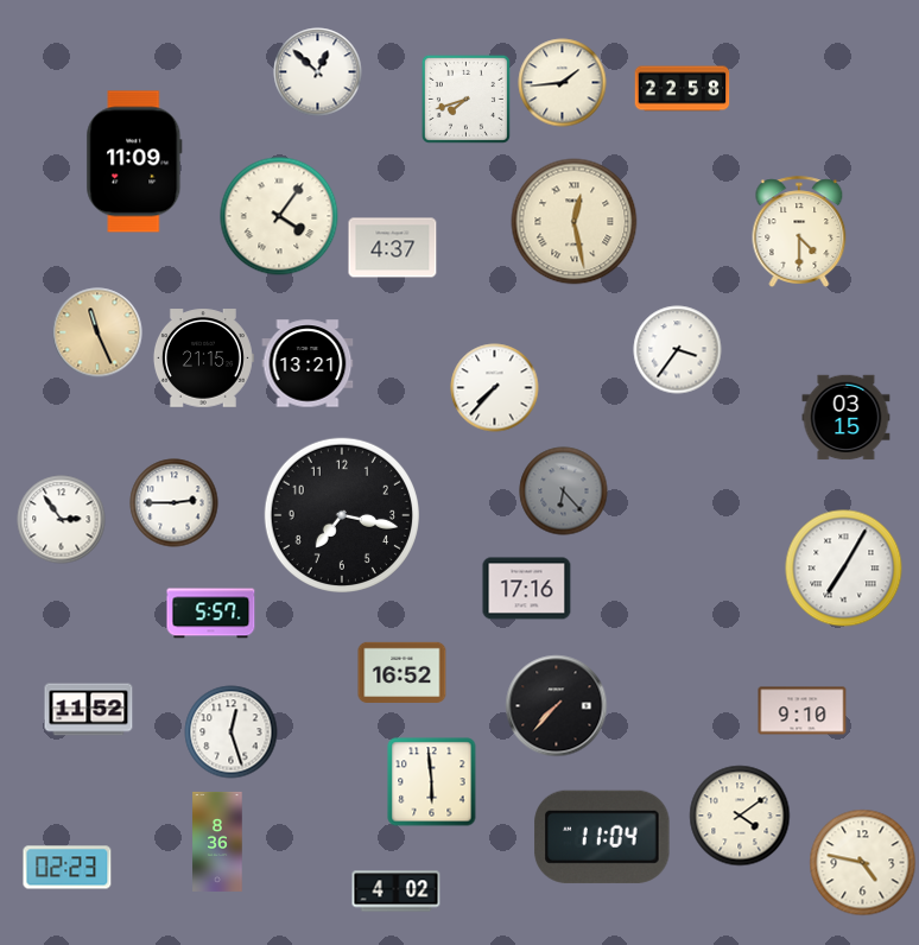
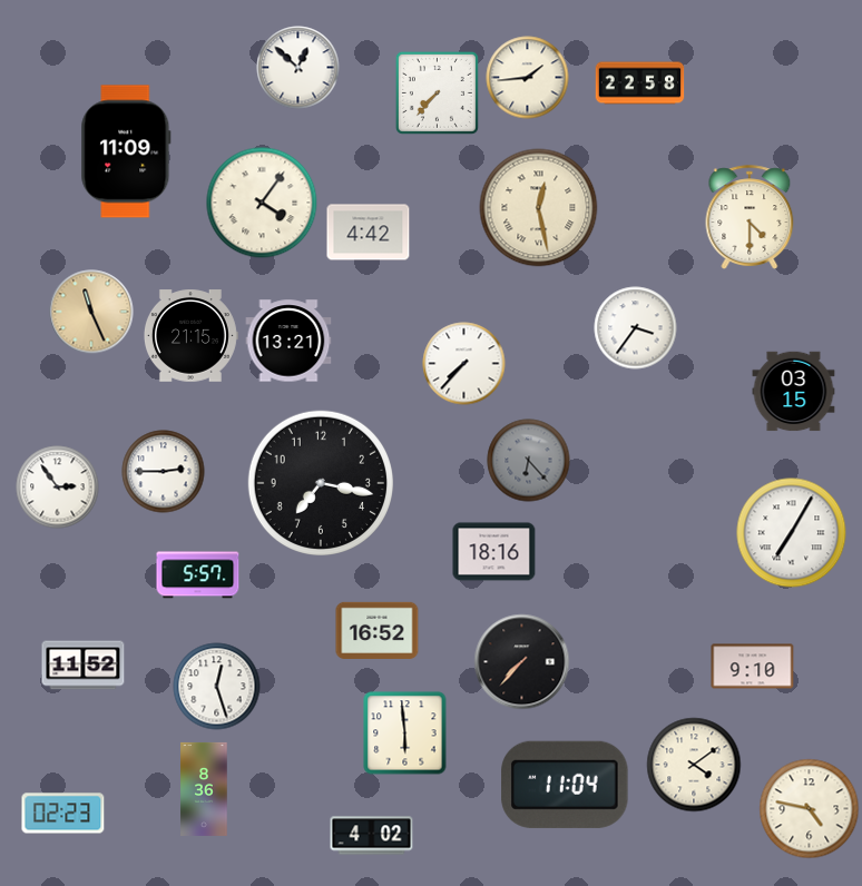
clock at (465, 99): 7:42 -> 7:37
clock at (393, 248): 4:37 -> 4:42
clock at (527, 589): 17:16 -> 18:16
